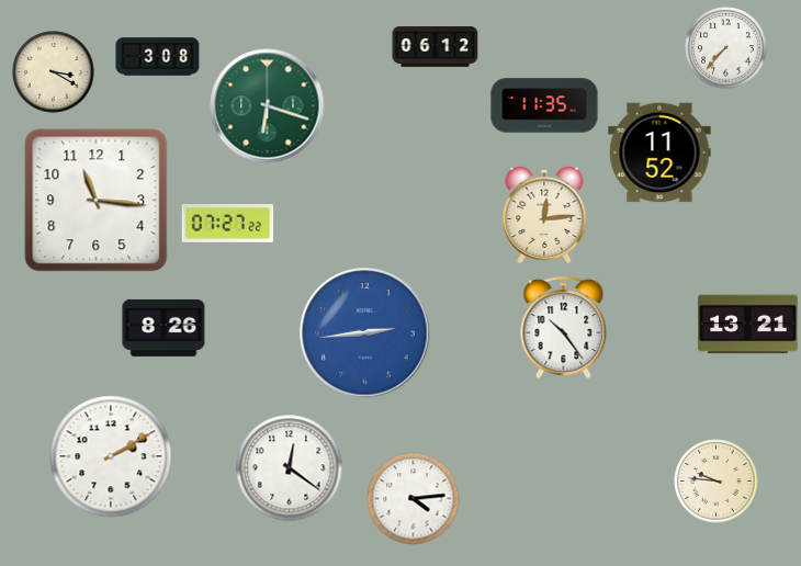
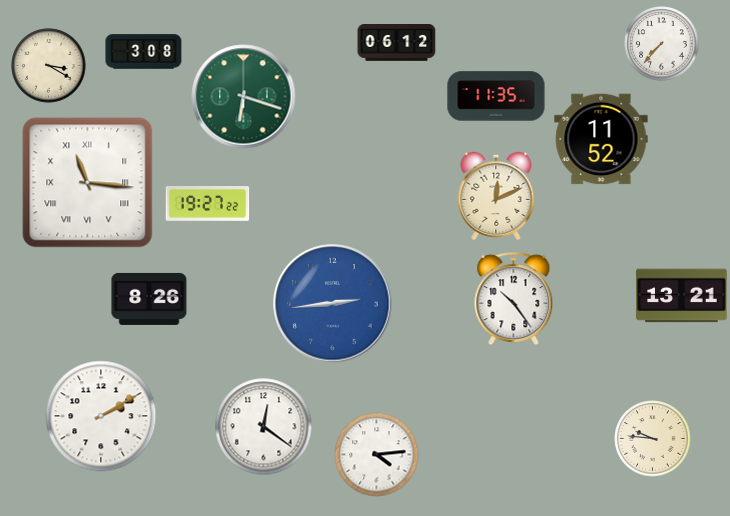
clock at (97, 201) numerals: Arabic -> Roman
clock at (544, 215): 12:14 -> 12:11
clock at (228, 224): 07:27 -> 19:27
